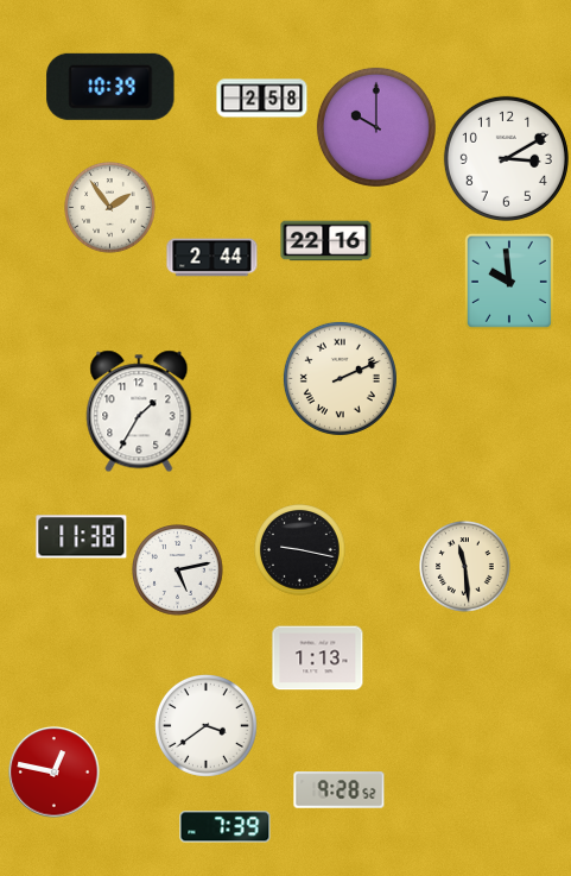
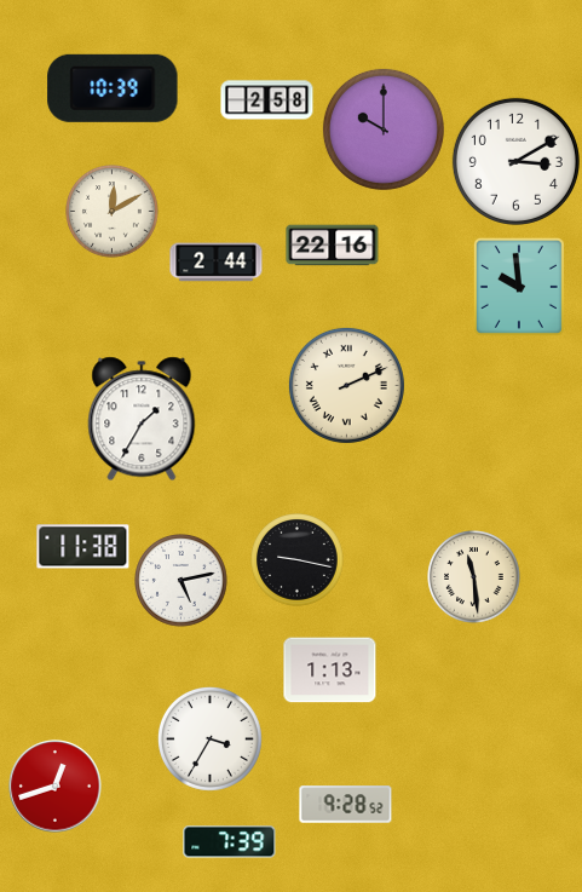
clock at (110, 208): 1:54 -> 12:10
clock at (300, 550) position: (300, 550) -> (298, 560)
clock at (318, 658) position: (318, 658) -> (330, 671)
clock at (205, 725): 3:39 -> 3:35
clock at (55, 773): 12:47 -> 12:42
